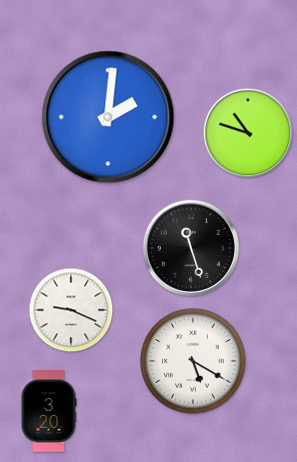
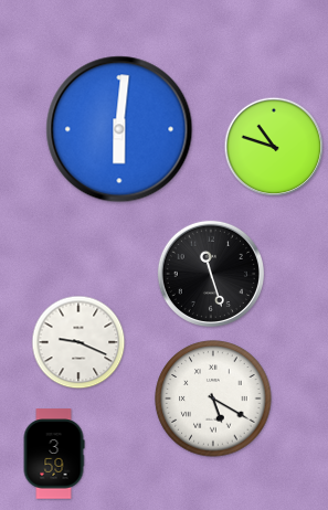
clock at (108, 117): 2:01 -> 6:01
clock at (49, 411): 3:20 -> 3:59
